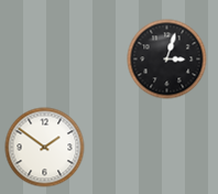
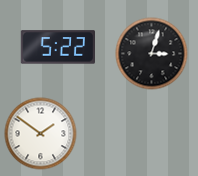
clock at (58, 47): none -> 5:22
